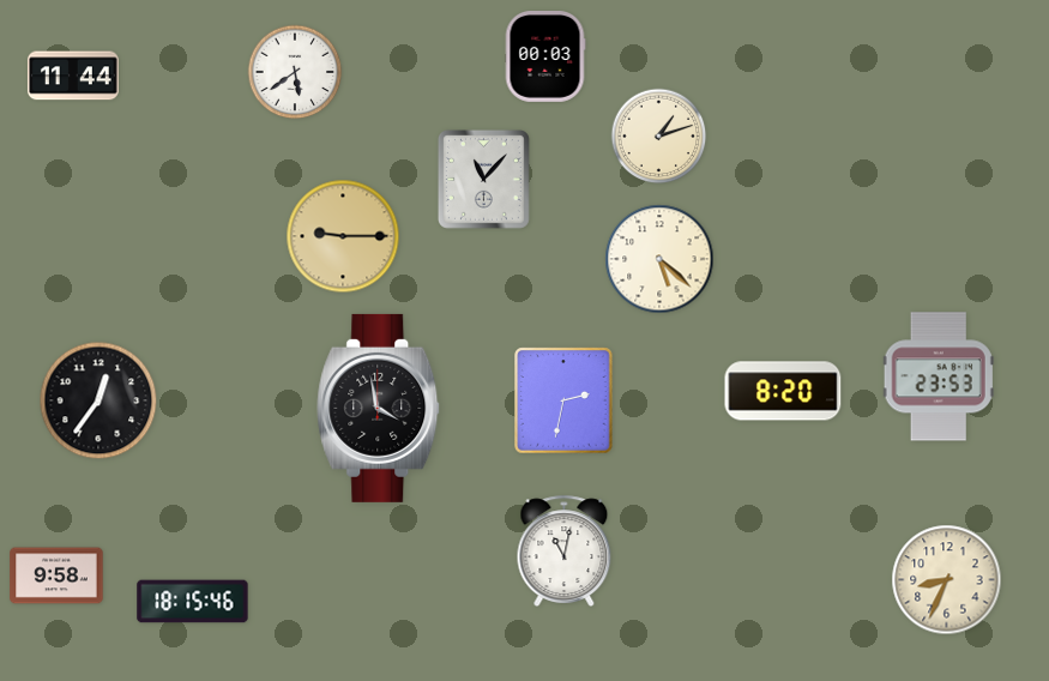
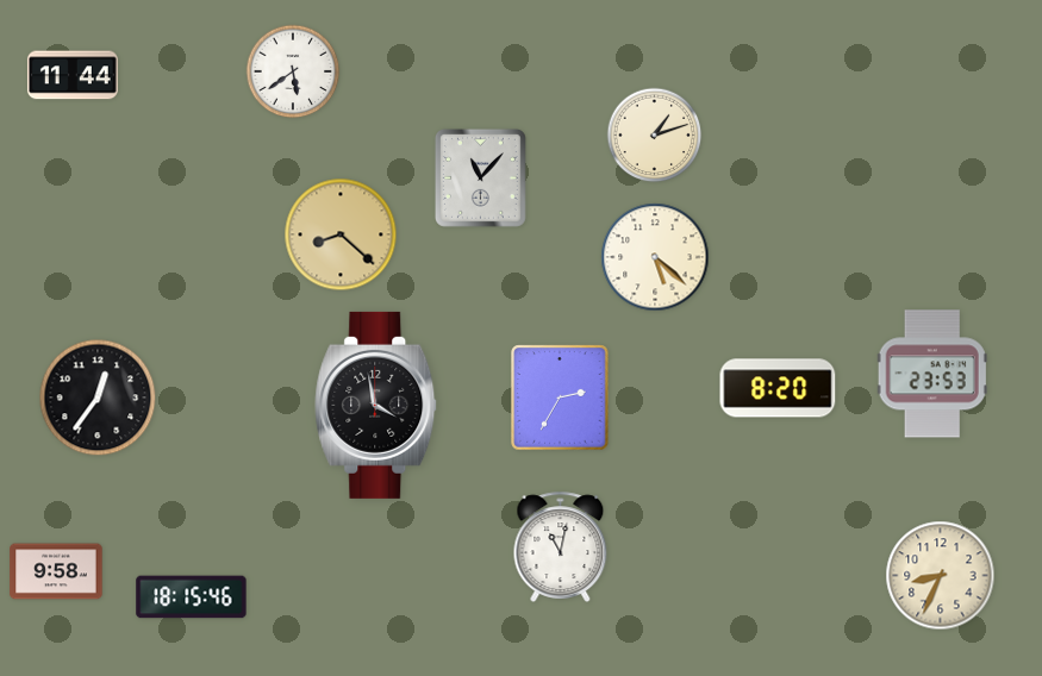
clock at (545, 58): 00:03 -> none
clock at (343, 236): 9:15 -> 8:22
clock at (563, 400): 2:32 -> 2:35
